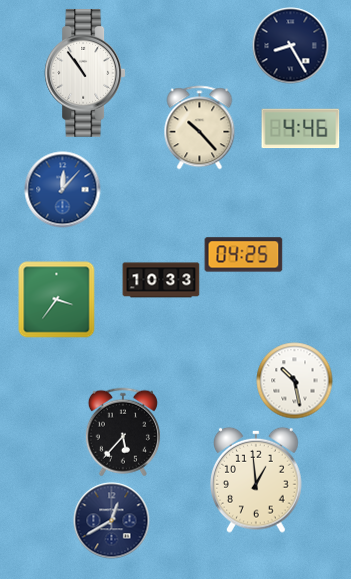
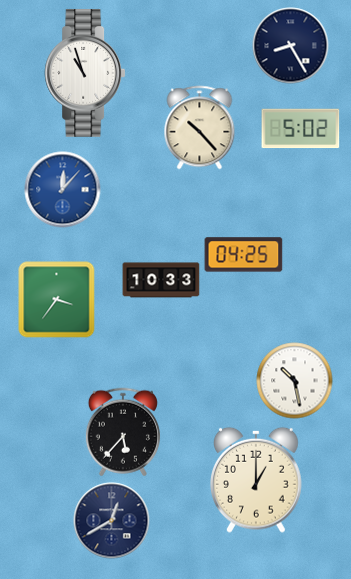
clock at (85, 73): 10:54 -> 10:57
clock at (301, 129): 4:46 -> 5:02
clock at (257, 480): 12:59 -> 1:00
